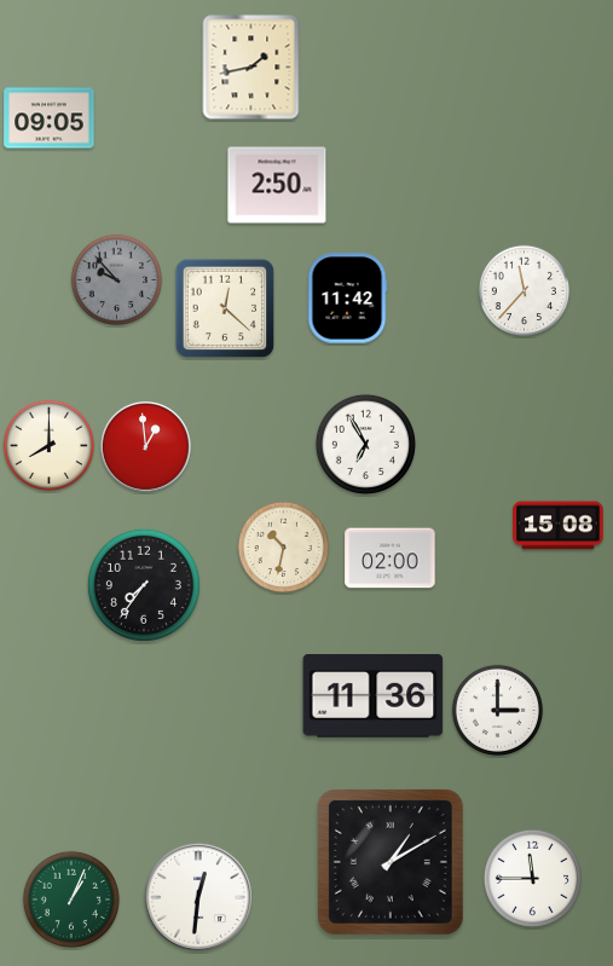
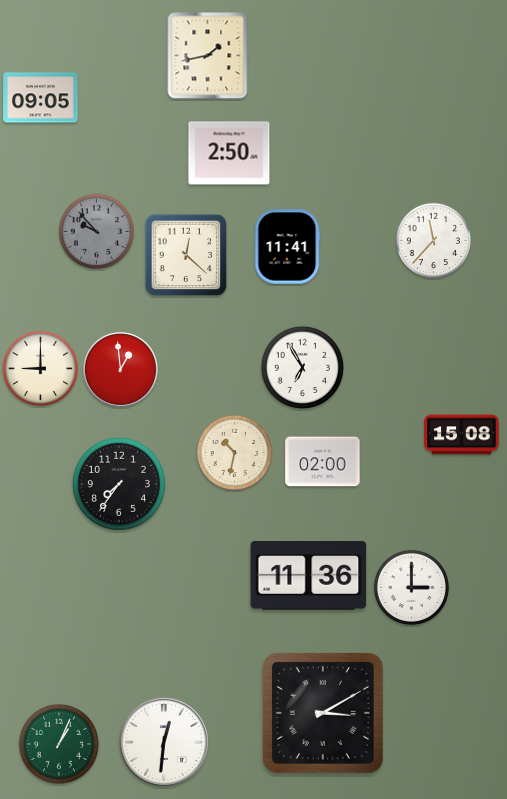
clock at (347, 299): 11:42 -> 11:41
clock at (48, 445): 8:00 -> 9:00
clock at (391, 862): 1:10 -> 3:10
clock at (532, 878): 11:45 -> none
